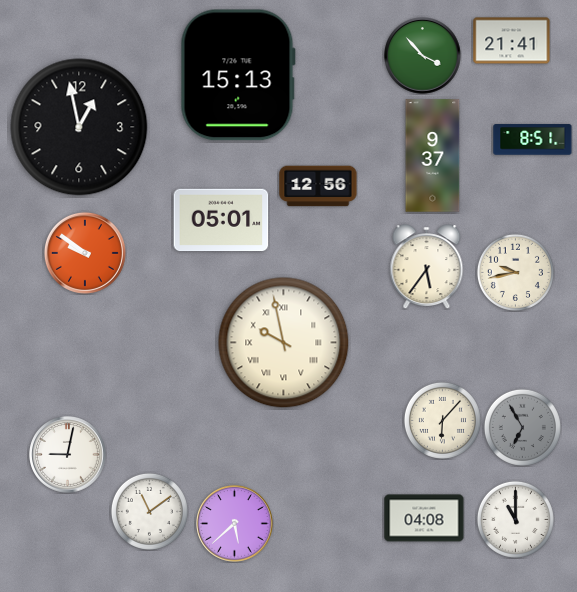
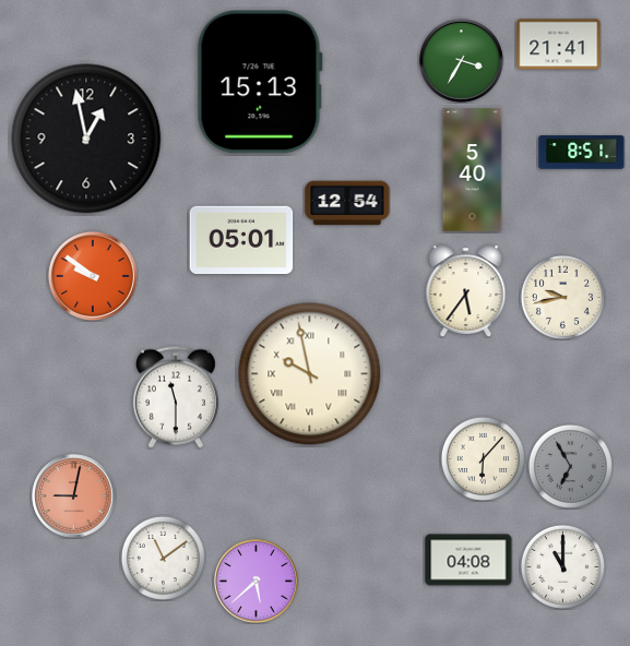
clock at (423, 56): 3:53 -> 3:35
clock at (433, 156): 9:37 -> 5:40
clock at (318, 186): 12:56 -> 12:54
clock at (176, 397): none -> 11:30
clock at (68, 455) dial: white -> salmon
clock at (424, 518) position: (424, 518) -> (468, 560)
clock at (235, 524) position: (235, 524) -> (257, 582)
